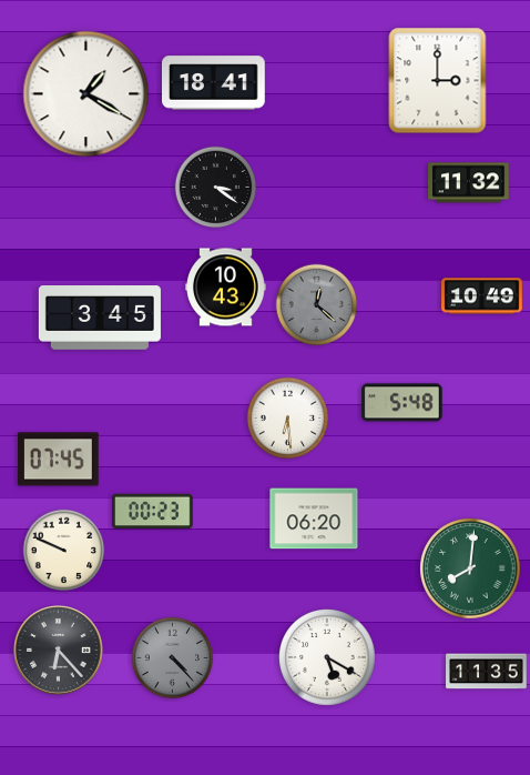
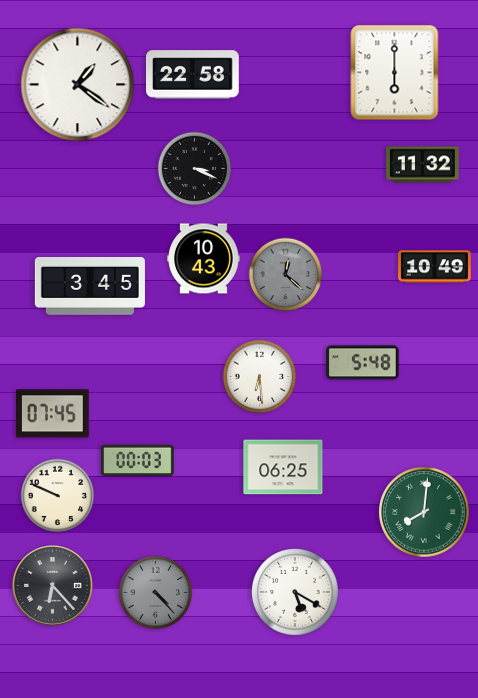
clock at (438, 81): 3:00 -> 6:00
clock at (214, 83): 18:41 -> 22:58
clock at (86, 94): 1:20 -> 1:21
clock at (216, 188): 3:21 -> 3:19
clock at (153, 512): 00:23 -> 00:03
clock at (314, 519): 06:20 -> 06:25
clock at (487, 672): 11:35 -> none
